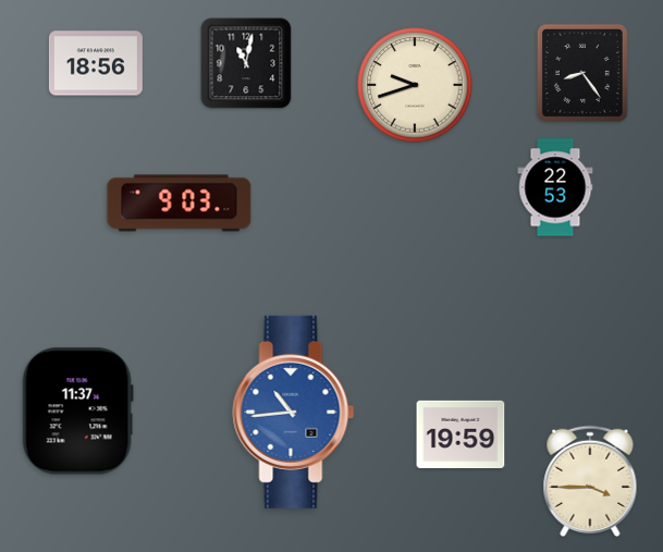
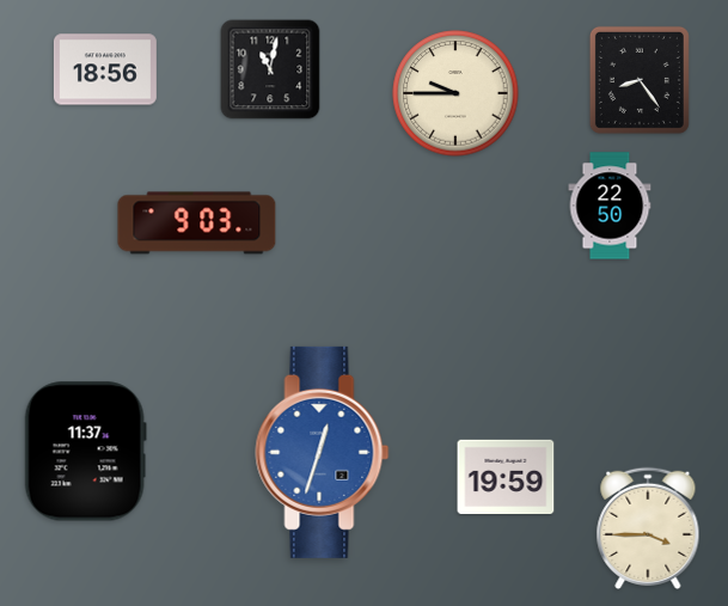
clock at (415, 85): 9:42 -> 9:45
clock at (555, 187): 22:53 -> 22:50
clock at (294, 412): 10:44 -> 12:33
